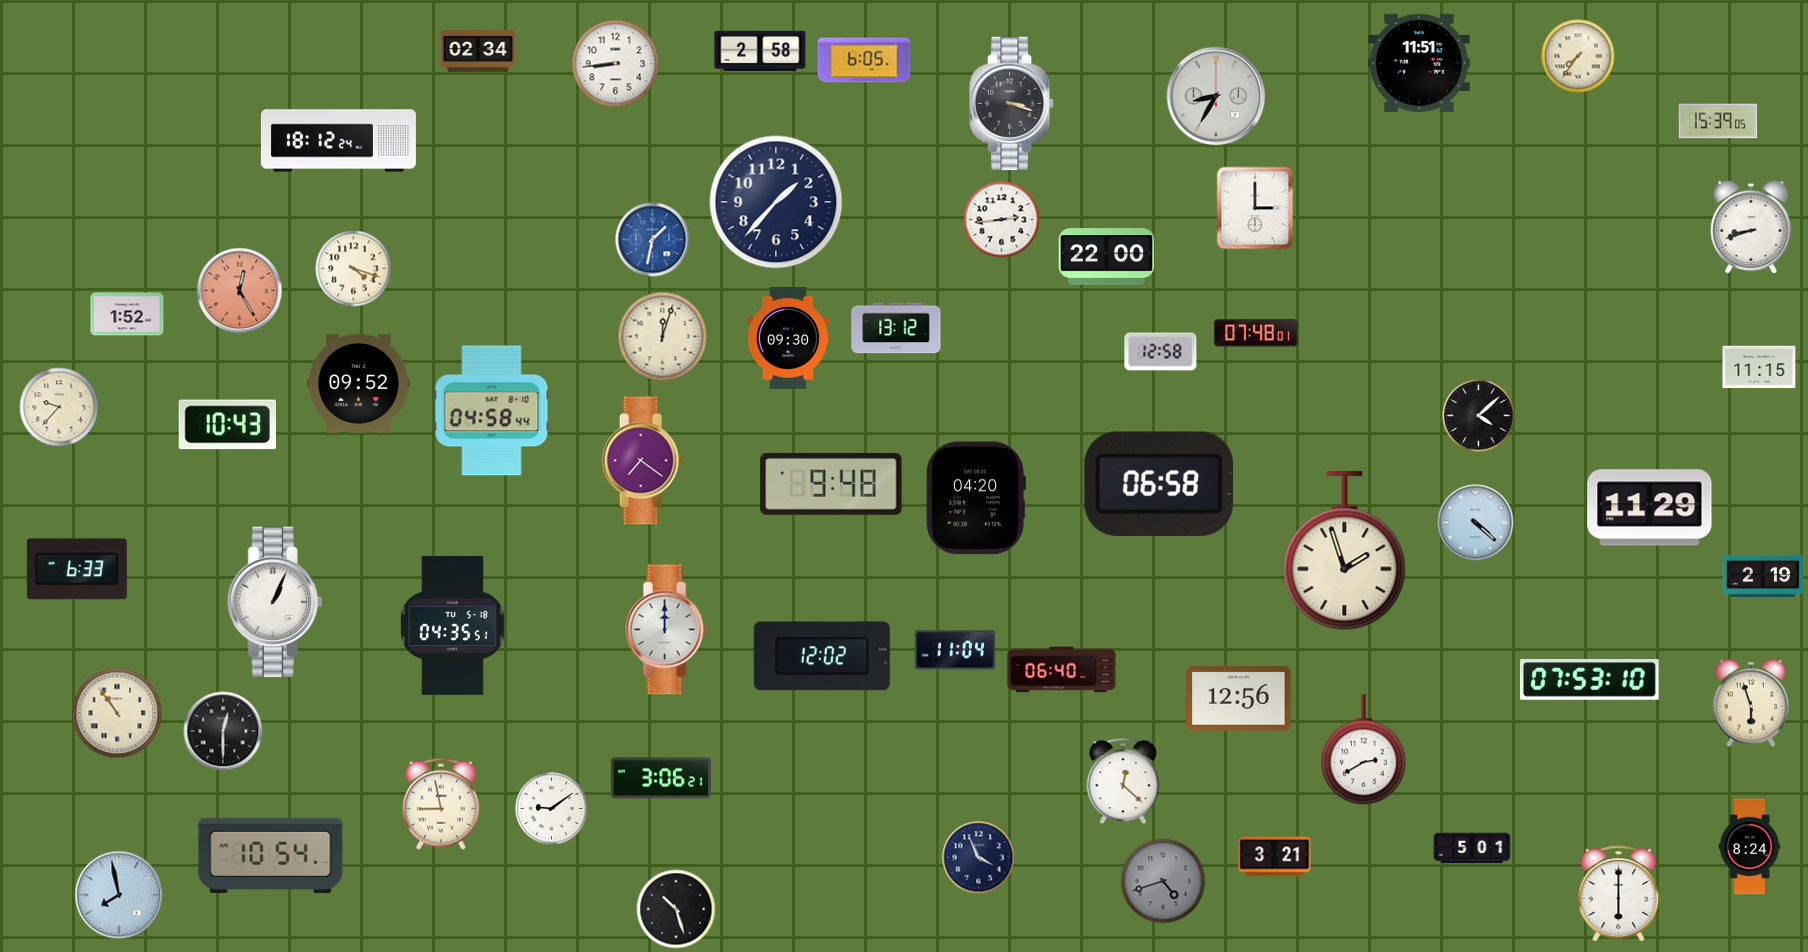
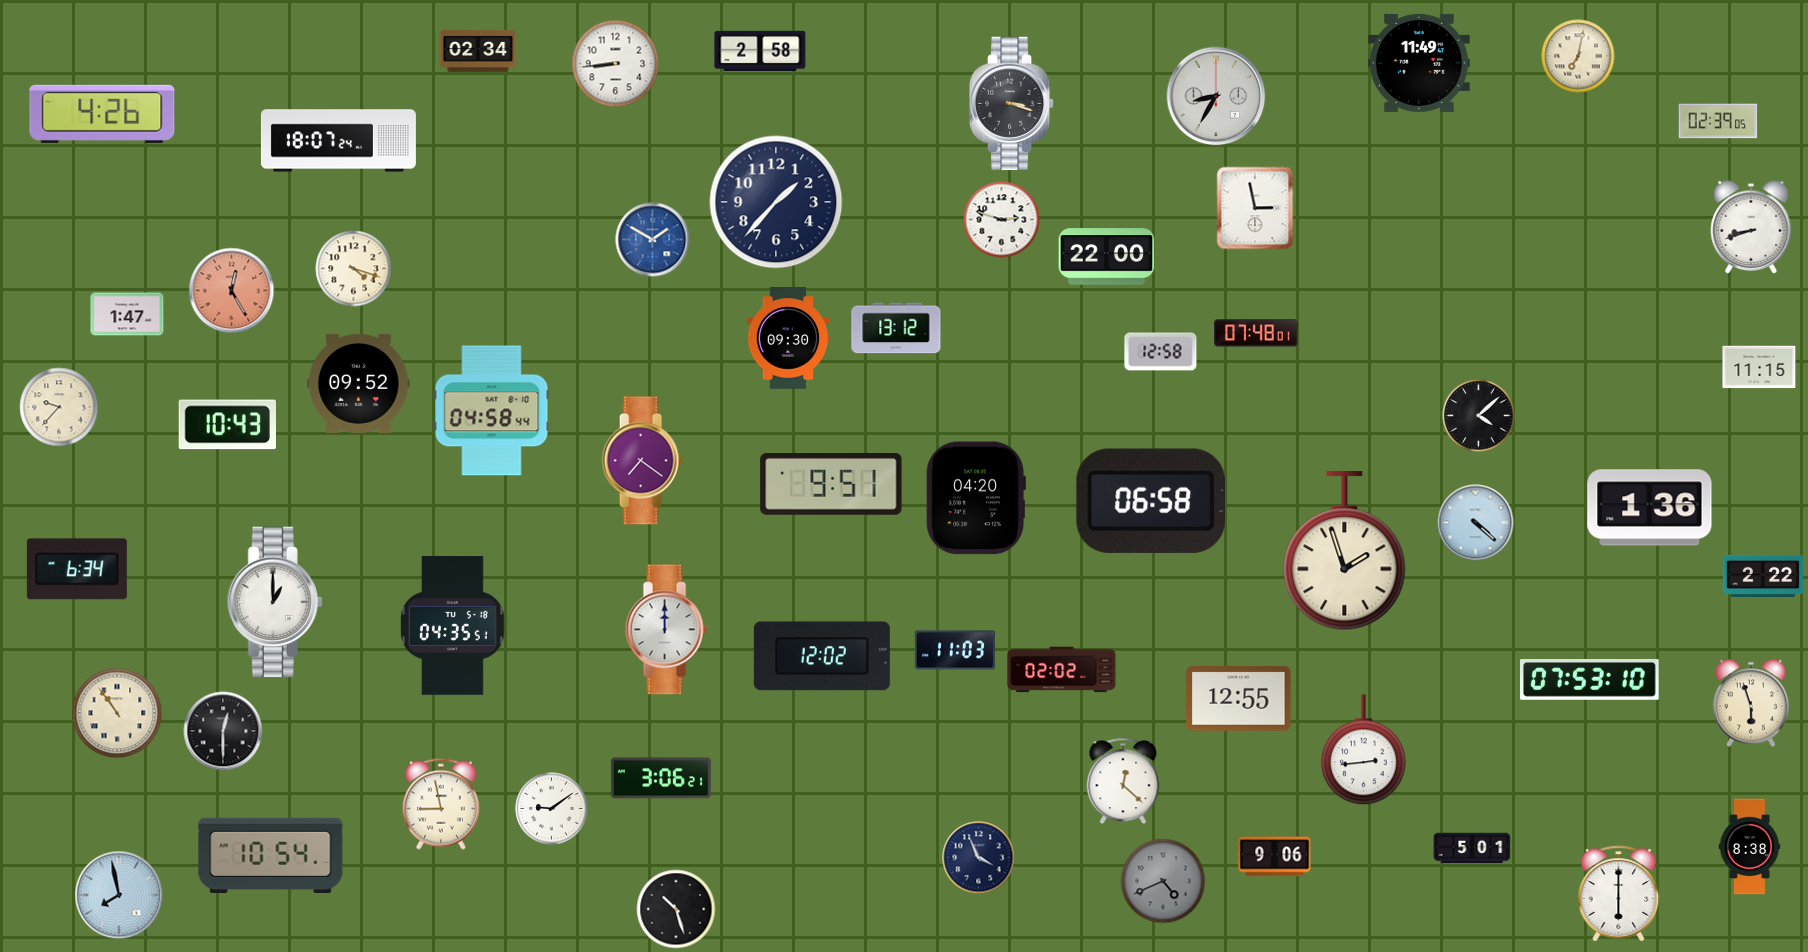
clock at (1578, 56): 7:36 -> 7:02
clock at (864, 60): 6:05 -> none
clock at (1420, 63): 11:51 -> 11:49
clock at (102, 114): none -> 4:26
clock at (1718, 121): 15:39 -> 02:39
clock at (338, 141): 18:12 -> 18:07
clock at (1255, 208): 3:00 -> 2:58
clock at (1002, 220): 2:44 -> 2:48
clock at (653, 240): 1:32 -> 1:50
clock at (240, 291) position: (240, 291) -> (232, 291)
clock at (127, 314): 1:52 -> 1:47
clock at (663, 337): 12:03 -> none
clock at (1158, 484) position: (1158, 484) -> (1150, 501)
clock at (831, 485): 9:48 -> 9:51
clock at (1650, 508): 11:29 -> 1:36
clock at (77, 569): 6:33 -> 6:34
clock at (1762, 576): 2:19 -> 2:22
clock at (275, 602): 1:04 -> 1:00
clock at (955, 650): 11:04 -> 11:03
clock at (1062, 670): 06:40 -> 02:02
clock at (1239, 699): 12:56 -> 12:55
clock at (1364, 750): 2:40 -> 2:44
clock at (1750, 847): 8:24 -> 8:38
clock at (1275, 857): 3:21 -> 9:06
clock at (1163, 881): 4:42 -> 4:41
